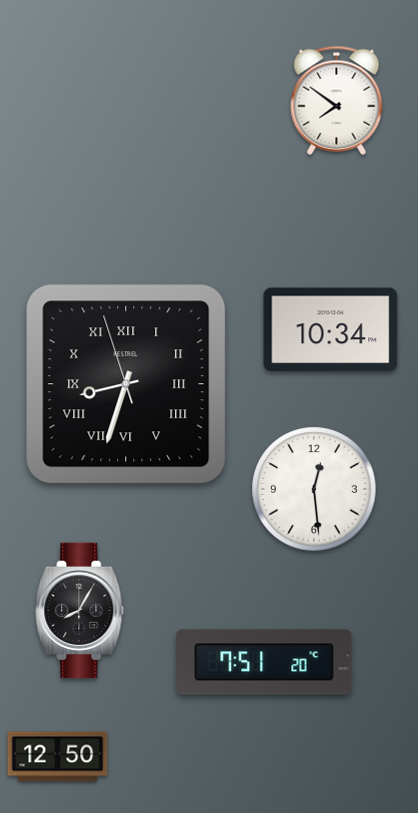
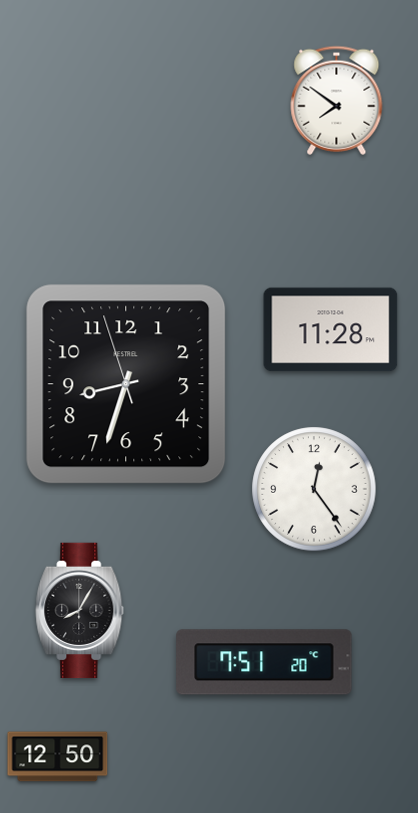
clock at (331, 330): 10:34 -> 11:28
clock at (126, 384) numerals: Roman -> Arabic
clock at (314, 489): 12:29 -> 12:24
